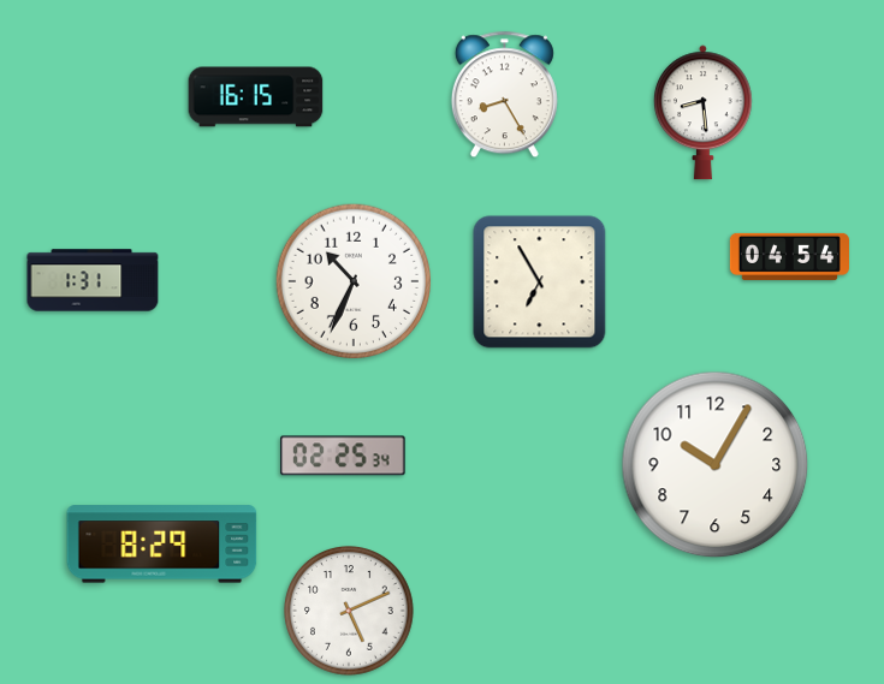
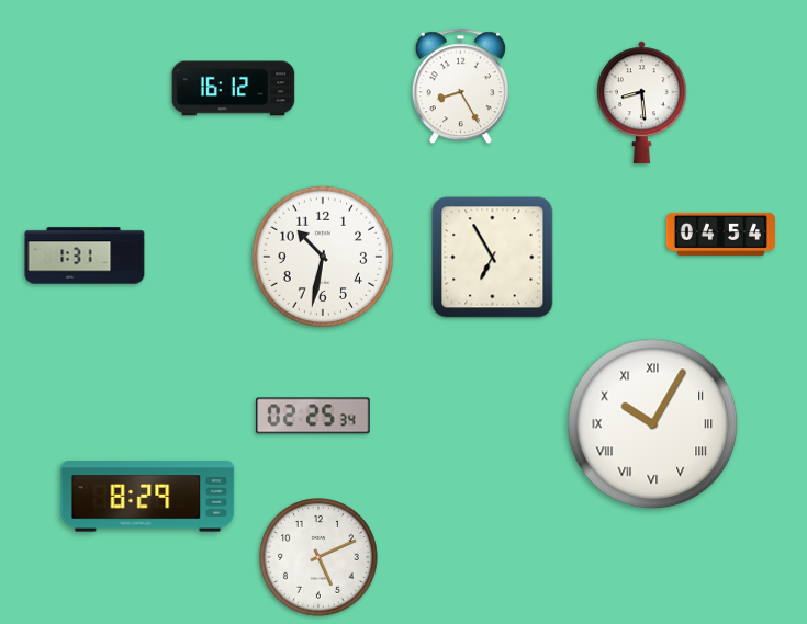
clock at (256, 97): 16:15 -> 16:12
clock at (352, 280): 10:34 -> 10:32
clock at (716, 465) numerals: Arabic -> Roman
